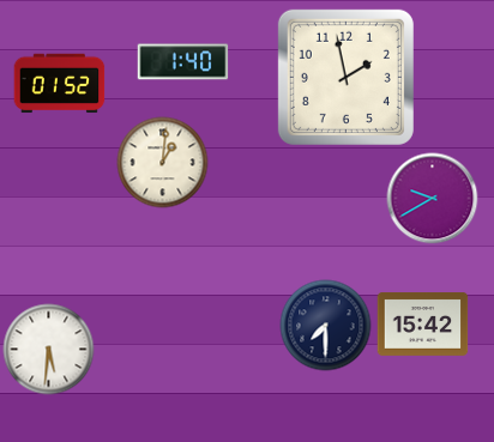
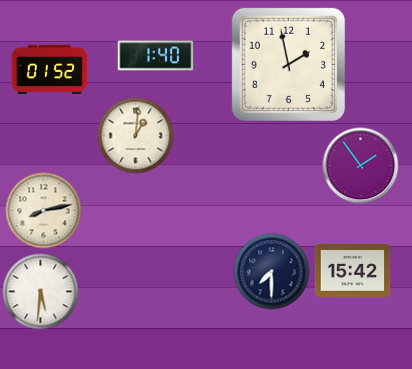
clock at (183, 62) position: (183, 62) -> (156, 56)
clock at (433, 199): 9:40 -> 1:54
clock at (44, 211): none -> 8:13
